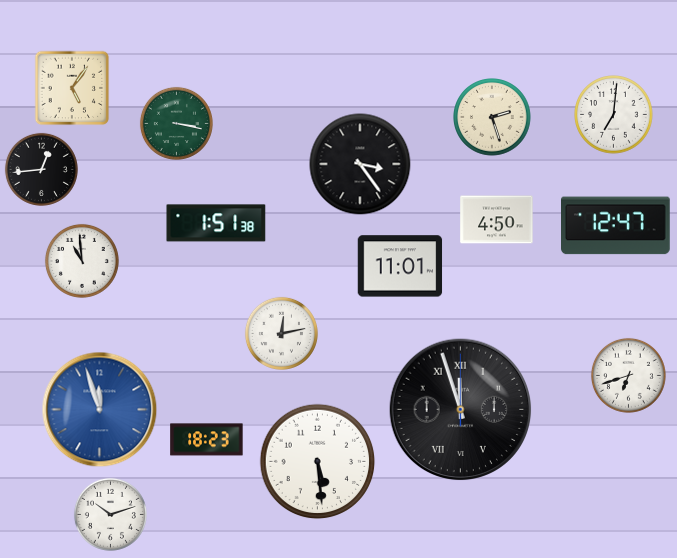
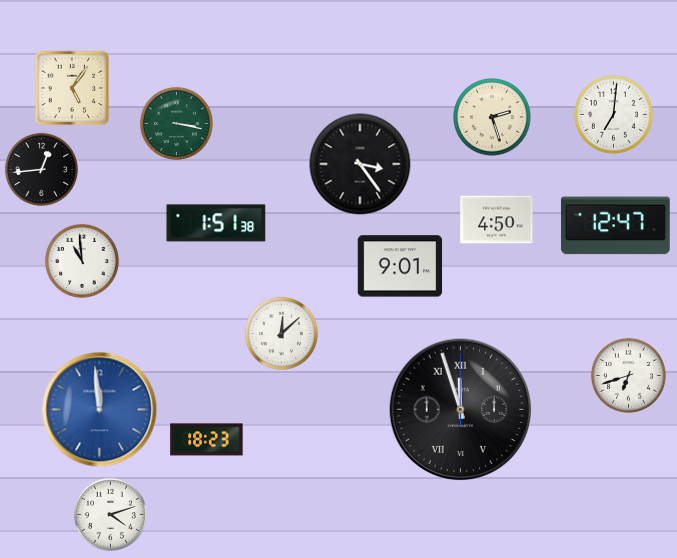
clock at (400, 266): 11:01 -> 9:01
clock at (281, 333): 12:13 -> 12:08
clock at (100, 410): 11:57 -> 11:59
clock at (318, 462): 5:29 -> none
clock at (110, 514): 10:12 -> 4:12
